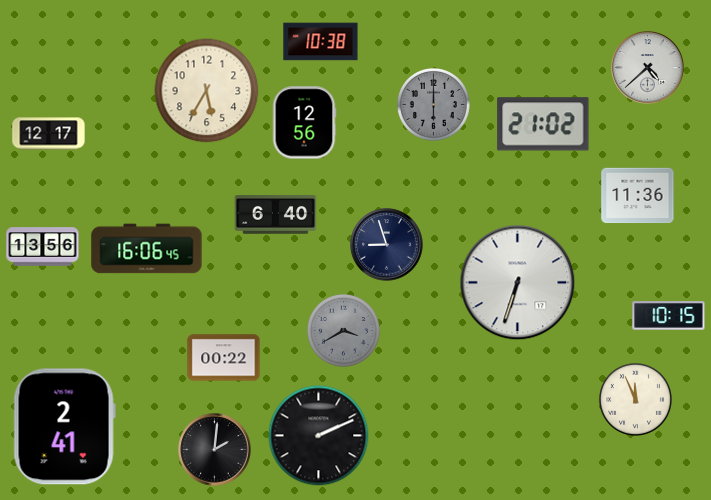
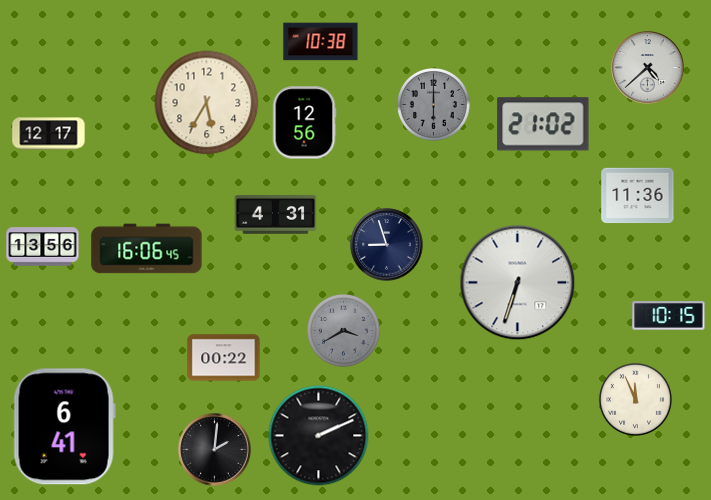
clock at (207, 91) position: (207, 91) -> (207, 103)
clock at (276, 215): 6:40 -> 4:31
clock at (64, 427): 2:41 -> 6:41
